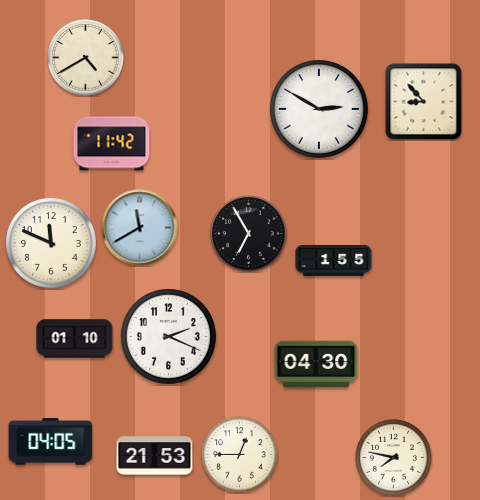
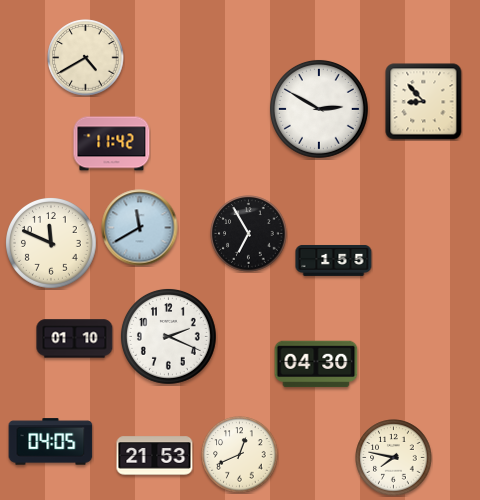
clock at (240, 455): 12:45 -> 12:41
